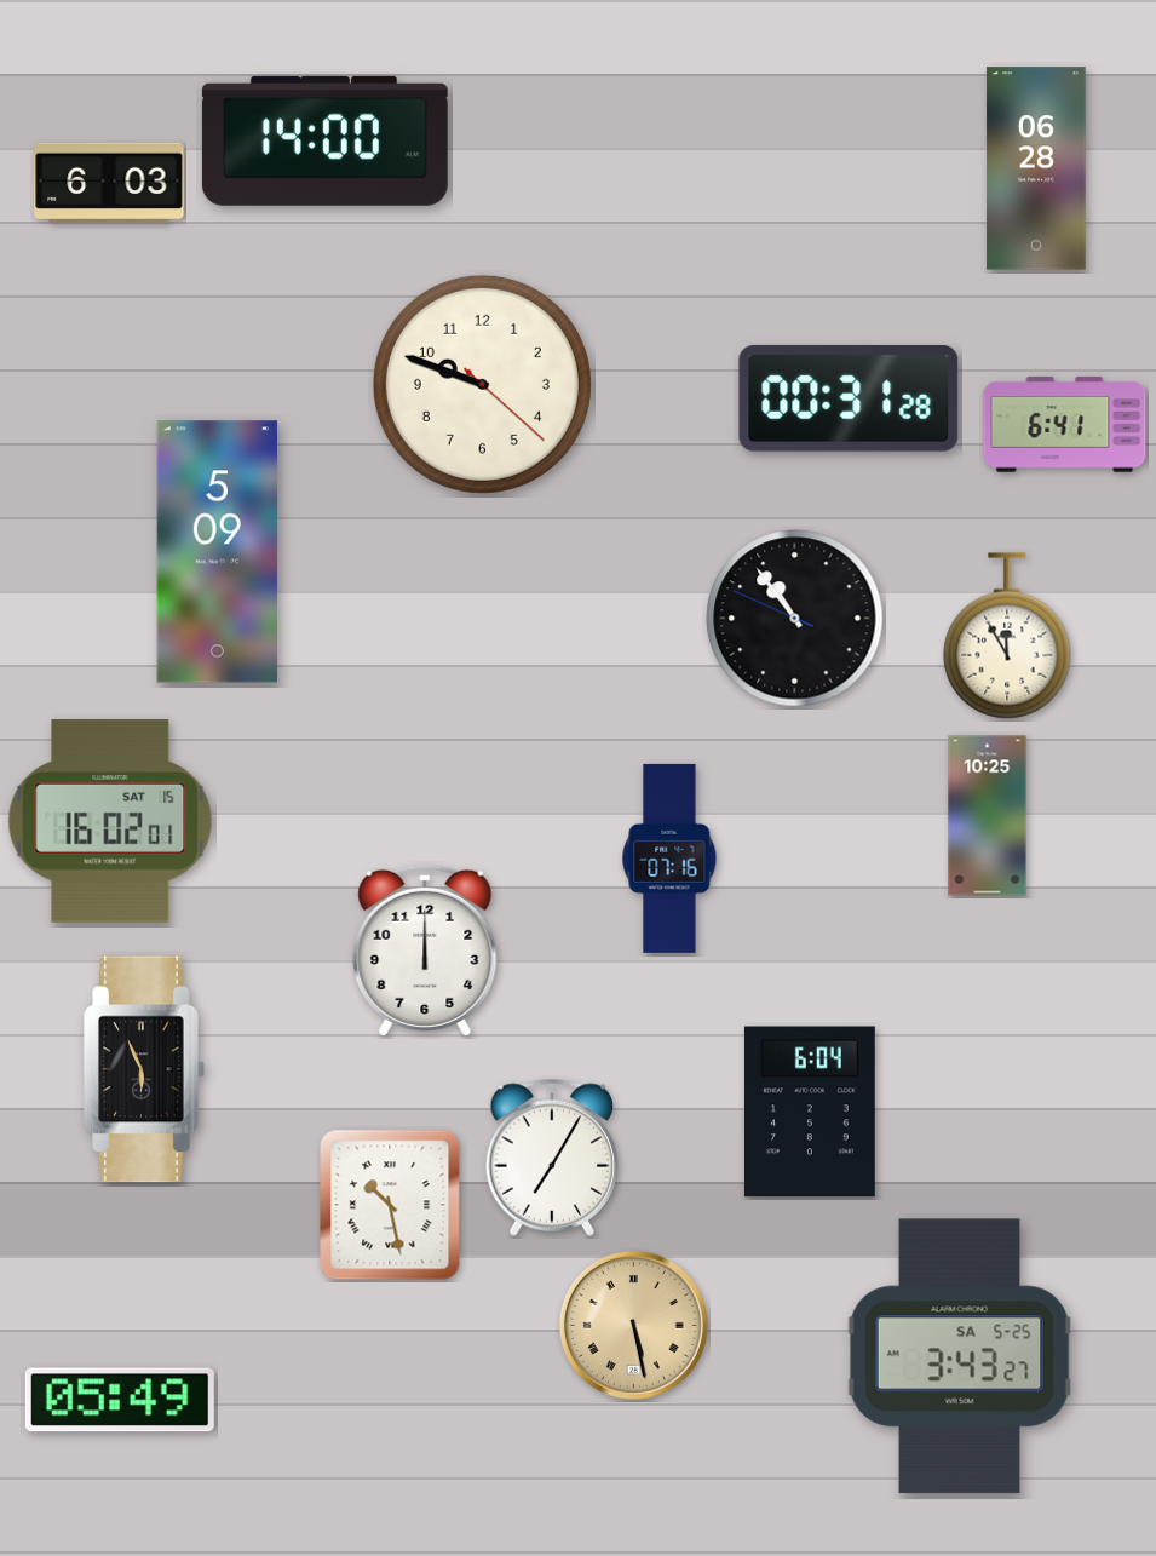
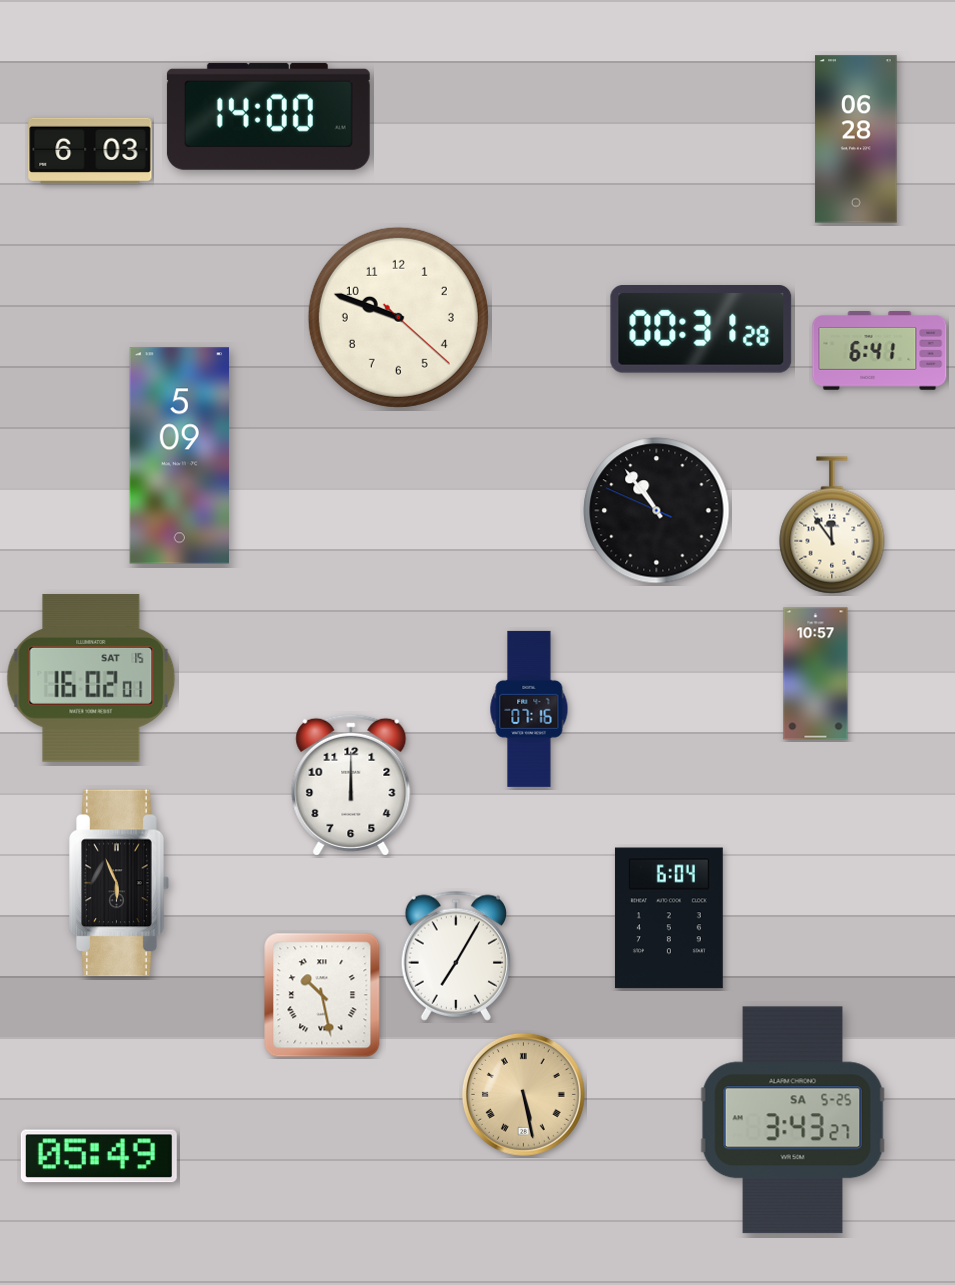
clock at (1007, 636): 11:55 -> 11:54
clock at (988, 816): 10:25 -> 10:57
clock at (669, 859) position: (669, 859) -> (529, 709)
